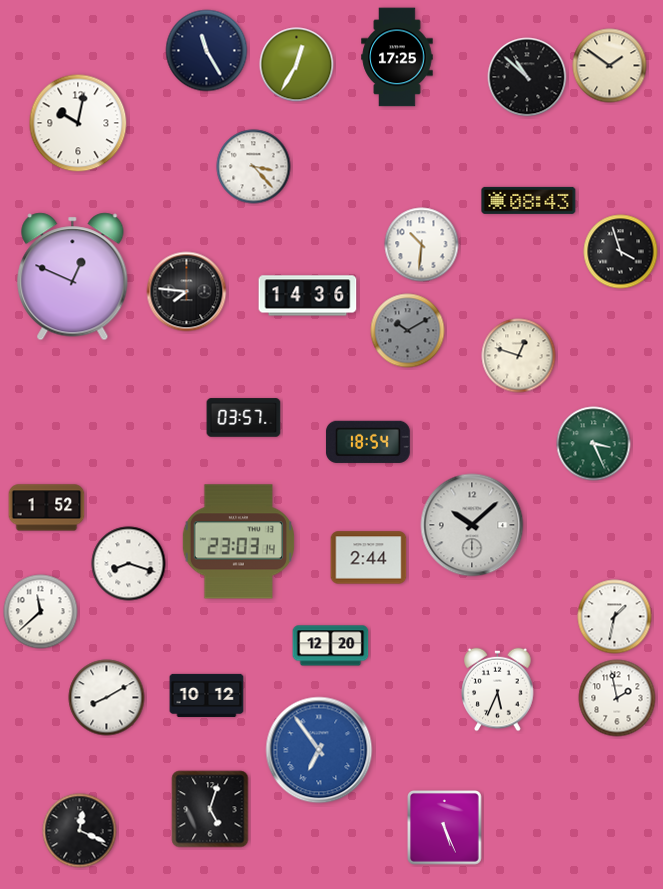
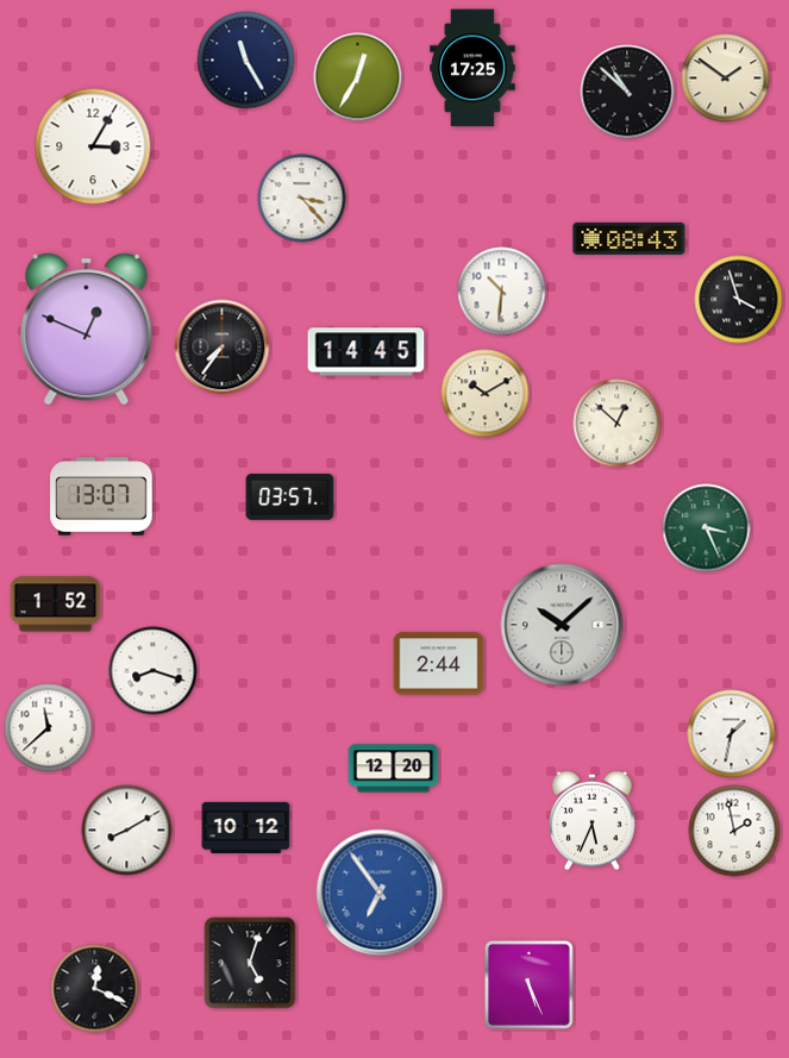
clock at (297, 65) position: (297, 65) -> (358, 77)
clock at (78, 123): 10:02 -> 3:05
clock at (187, 292): 7:46 -> 7:36
clock at (308, 296): 14:36 -> 14:45
clock at (408, 331) dial: grey -> cream
clock at (519, 356): 12:48 -> 12:52
clock at (101, 496): none -> 13:07
clock at (368, 442): 18:54 -> none
clock at (238, 542): 23:03 -> none
